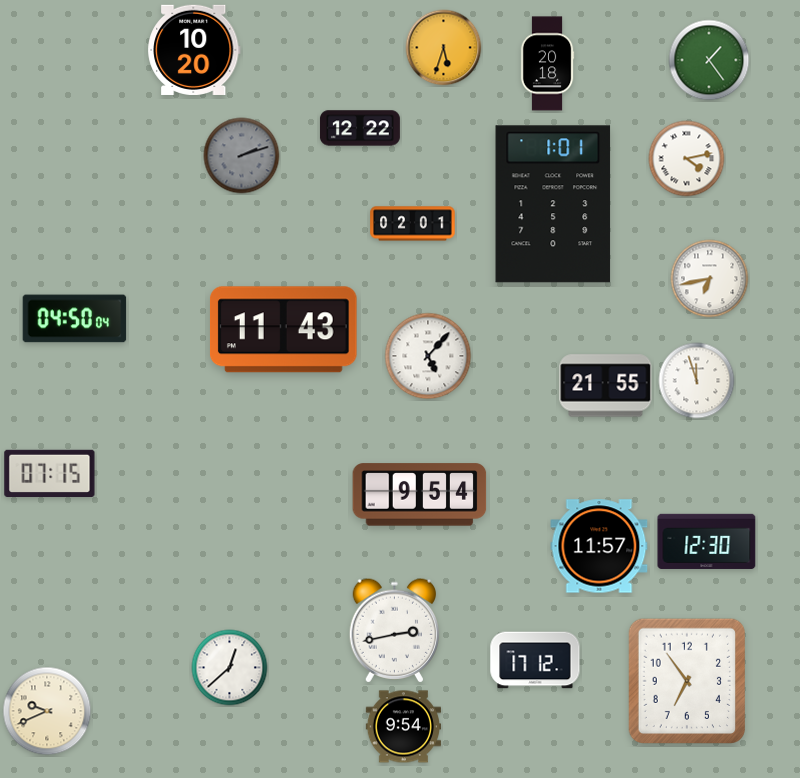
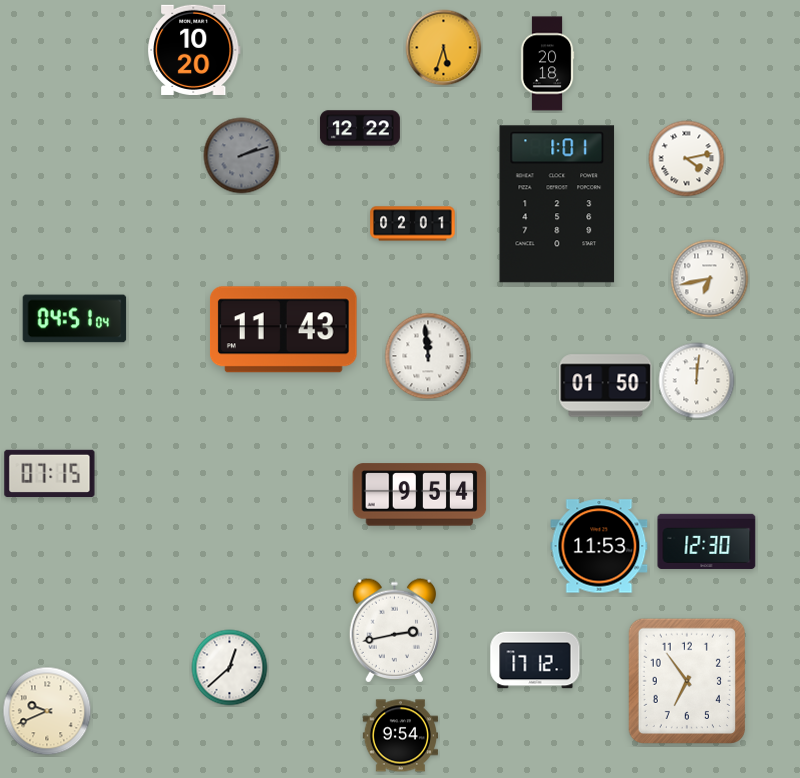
clock at (709, 60): 1:24 -> none
clock at (553, 204) position: (553, 204) -> (557, 204)
clock at (75, 319): 04:50 -> 04:51
clock at (428, 356): 5:07 -> 11:59
clock at (697, 381): 11:57 -> 12:01
clock at (606, 386): 21:55 -> 01:50
clock at (599, 546): 11:57 -> 11:53
clock at (403, 727) position: (403, 727) -> (400, 736)
